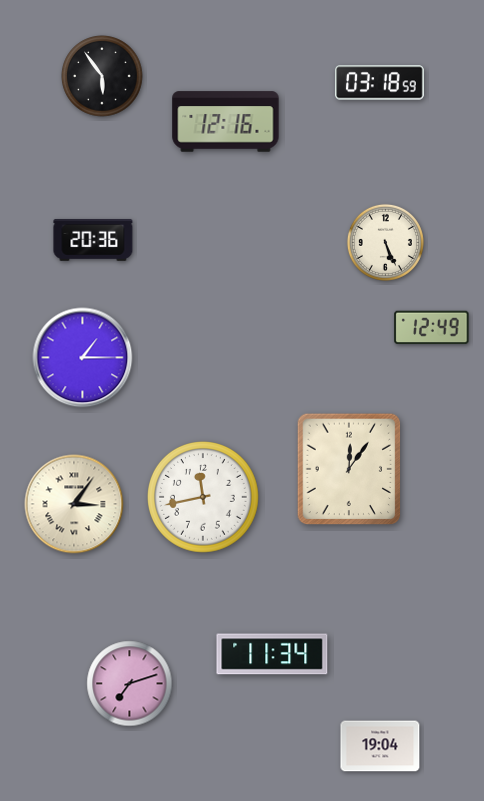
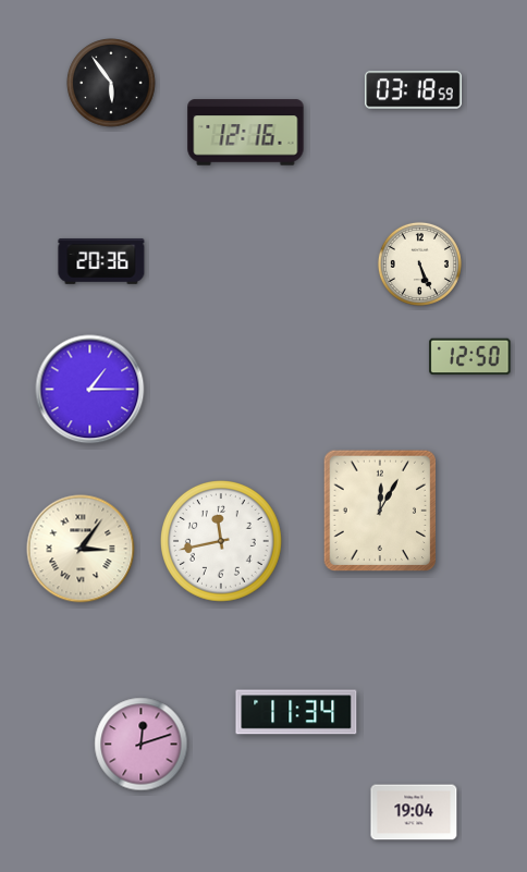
clock at (432, 328): 12:49 -> 12:50
clock at (349, 469): 12:06 -> 12:05
clock at (130, 684): 7:12 -> 12:12
